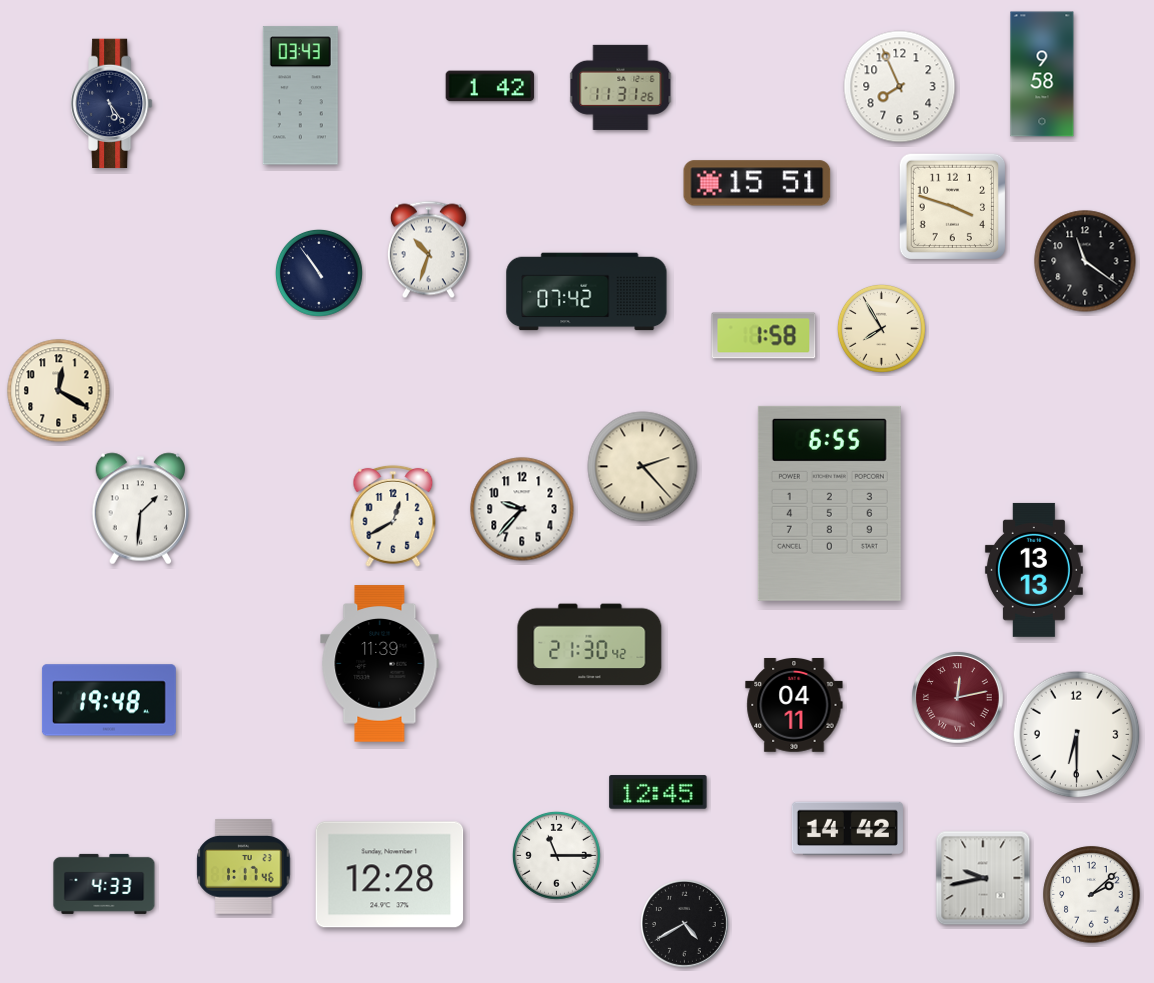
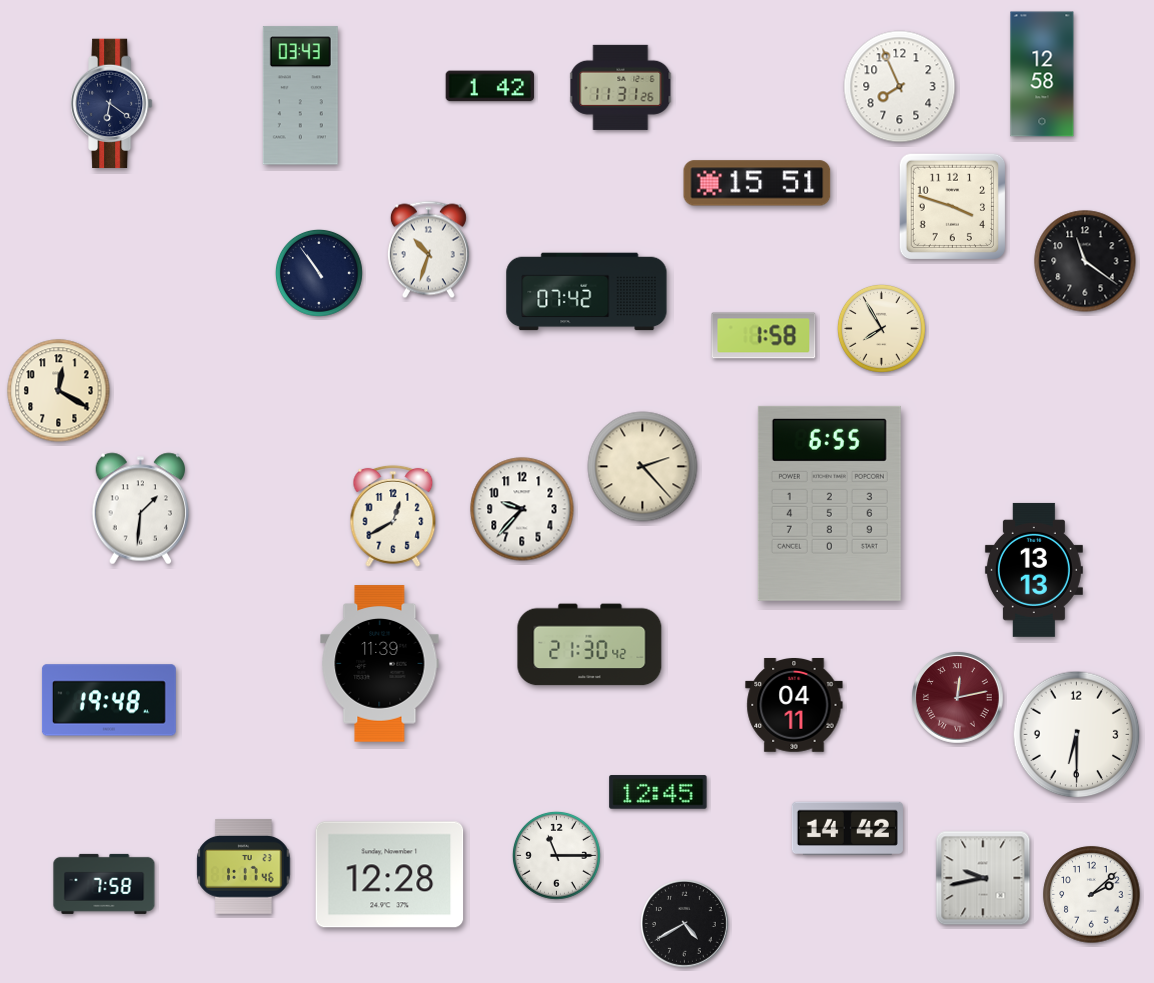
clock at (1042, 74): 9:58 -> 12:58
clock at (112, 104): 5:24 -> 6:21
clock at (104, 884): 4:33 -> 7:58
